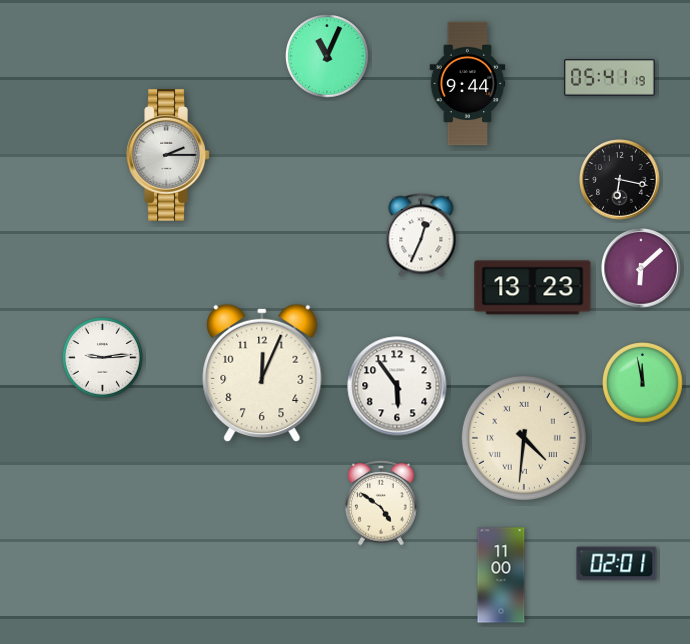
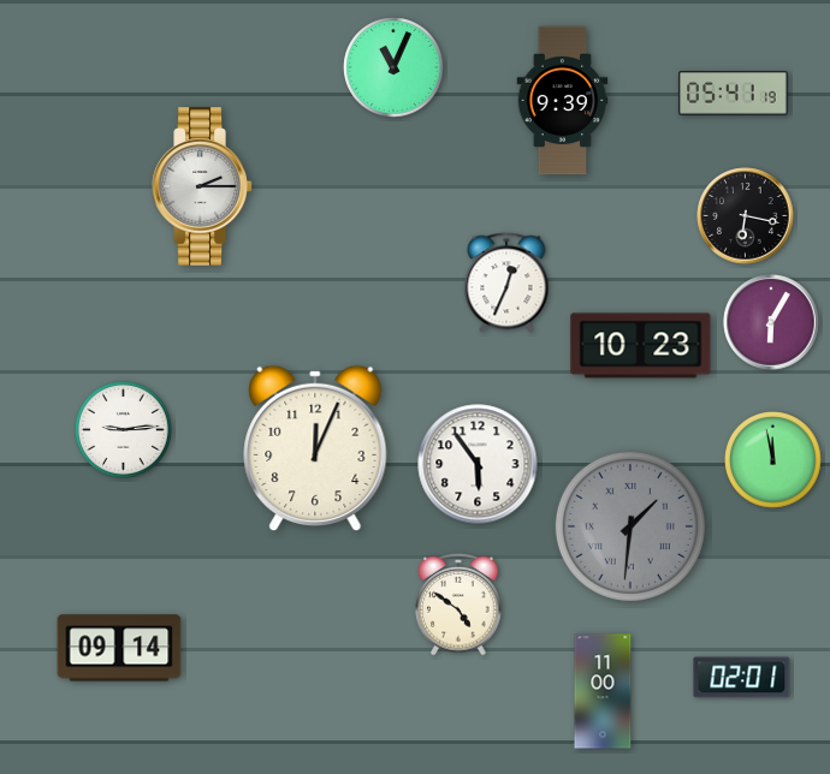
clock at (468, 84): 9:44 -> 9:39
clock at (641, 268): 6:08 -> 6:05
clock at (533, 288): 13:23 -> 10:23
clock at (524, 438): 4:31 -> 1:31
clock at (524, 438) dial: cream -> grey
clock at (119, 648): none -> 09:14
